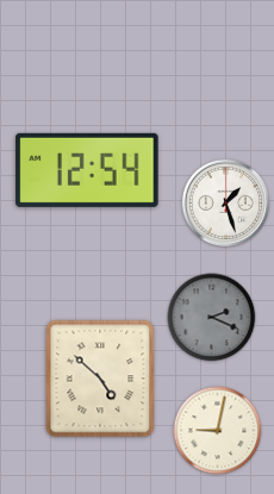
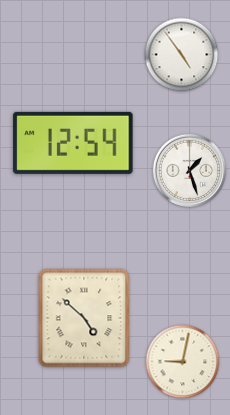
clock at (182, 55): none -> 4:54
clock at (212, 318): 2:19 -> none
